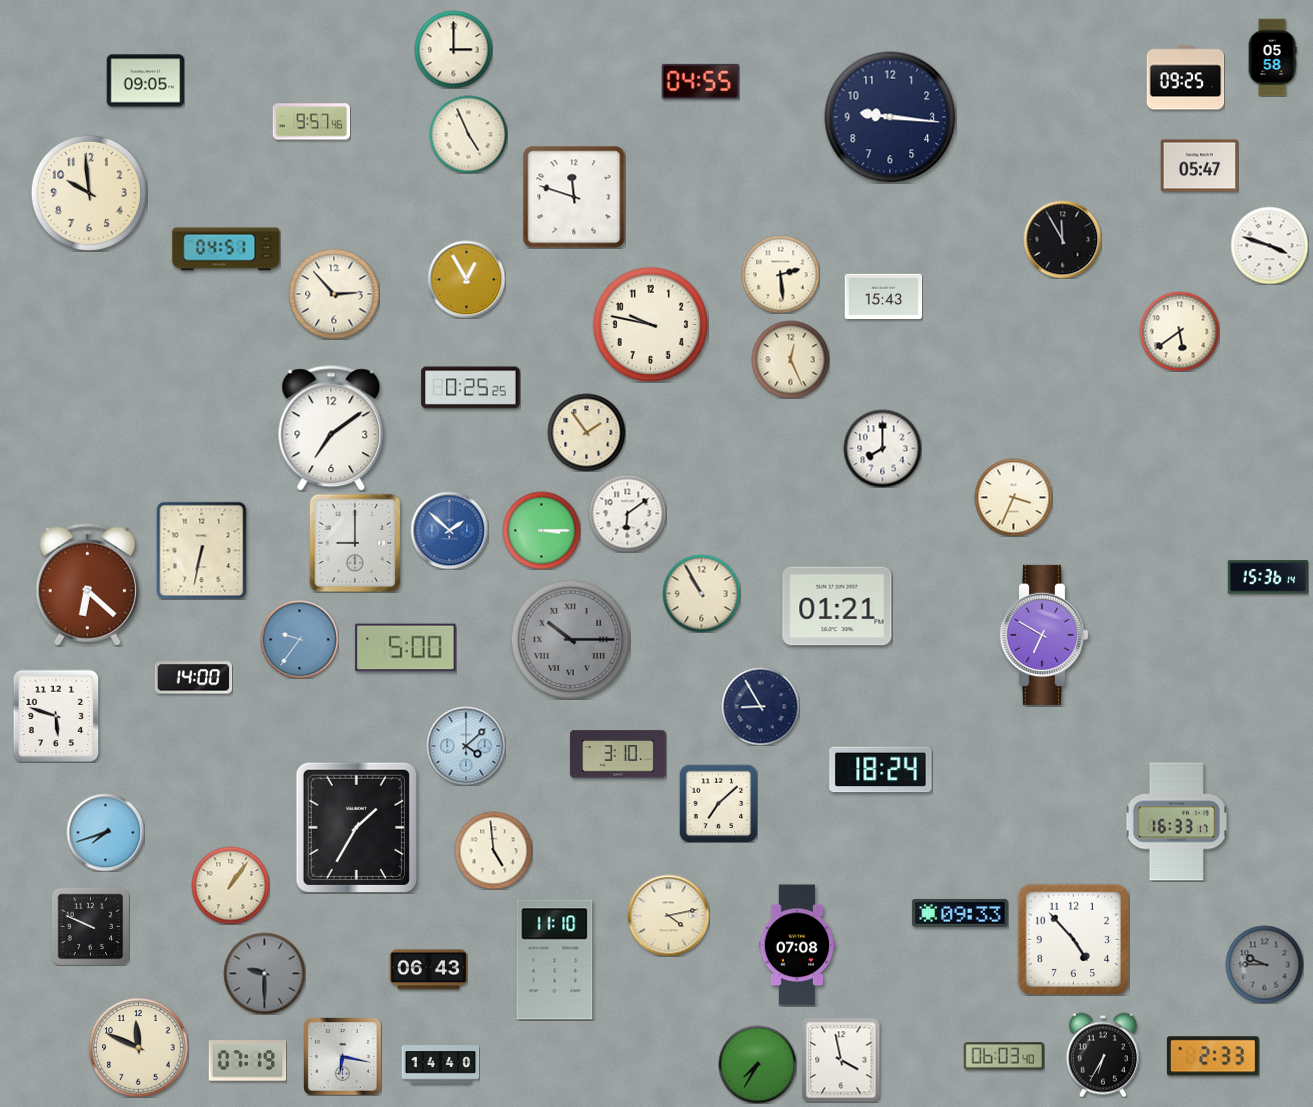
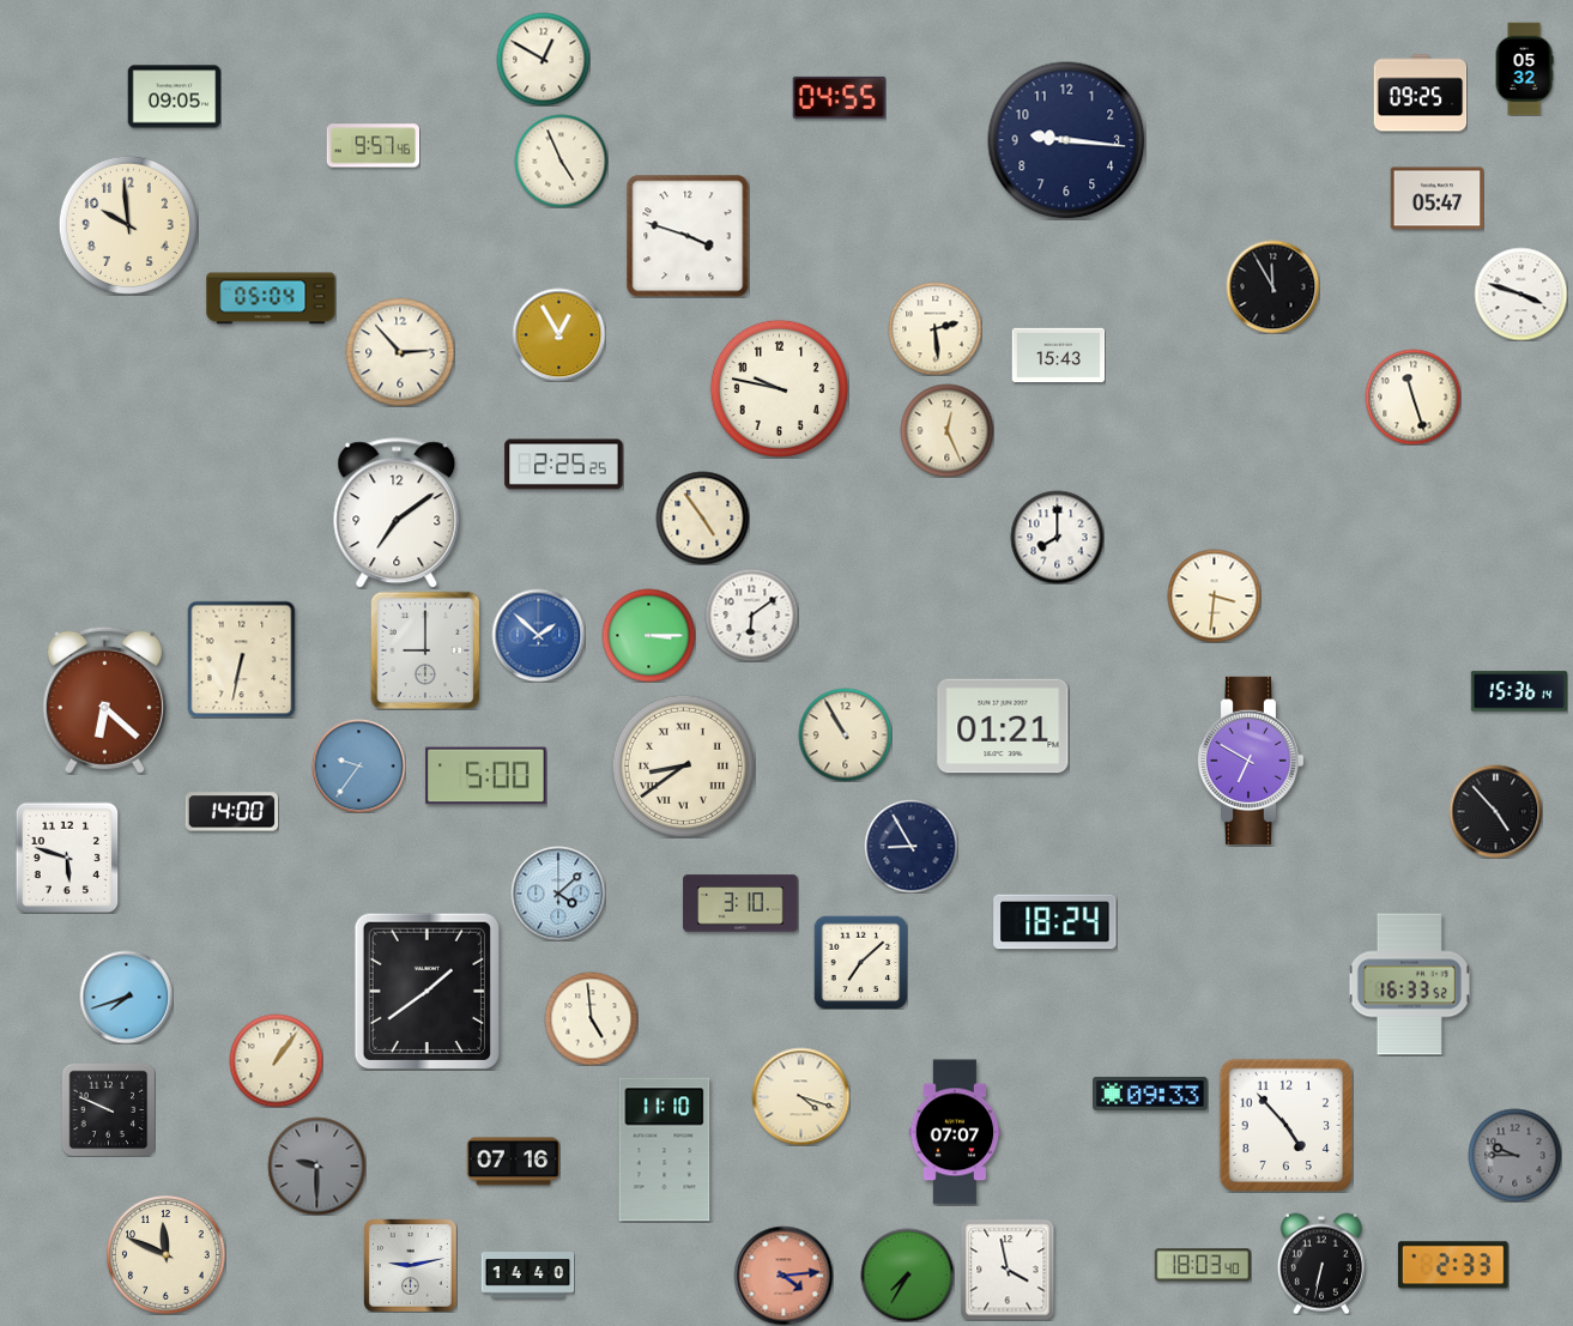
clock at (453, 49): 3:00 -> 12:50
clock at (1272, 57): 05:58 -> 05:32
clock at (89, 193) position: (89, 193) -> (128, 225)
clock at (574, 197): 11:48 -> 3:48
clock at (226, 249): 04:51 -> 05:04
clock at (1179, 331): 5:39 -> 11:27
clock at (471, 388): 0:25 -> 2:25
clock at (586, 432): 1:54 -> 4:54
clock at (1013, 497): 3:34 -> 3:31
clock at (701, 593) position: (701, 593) -> (845, 734)
clock at (570, 639): 10:15 -> 8:39
clock at (570, 639) dial: grey -> cream
clock at (1495, 811): none -> 4:53
clock at (1176, 822): 16:33:17 -> 16:33:52
clock at (356, 827): 1:35 -> 1:39
clock at (668, 915): 4:13 -> 4:18
clock at (797, 945): 07:08 -> 07:07
clock at (428, 970): 06:43 -> 07:16
clock at (1103, 1055): 6:35 -> 6:32
clock at (1003, 1056): 06:03 -> 18:03
clock at (343, 1057): 6:17 -> 9:13
clock at (247, 1061): 07:19 -> none
clock at (784, 1276): none -> 4:14
